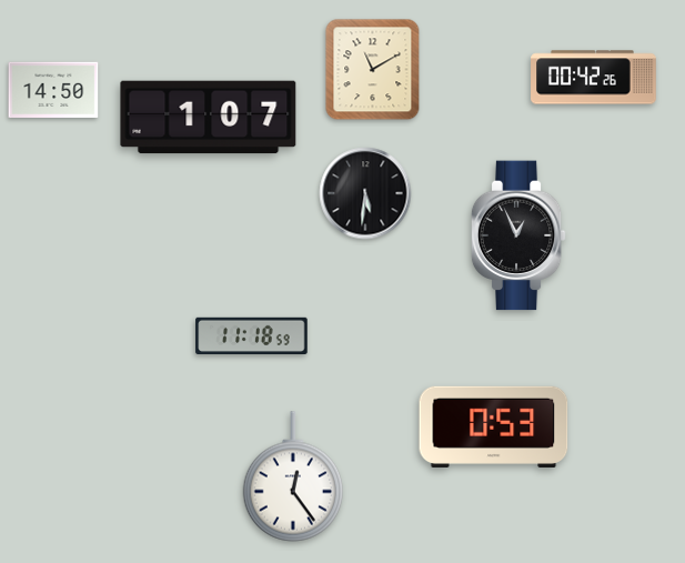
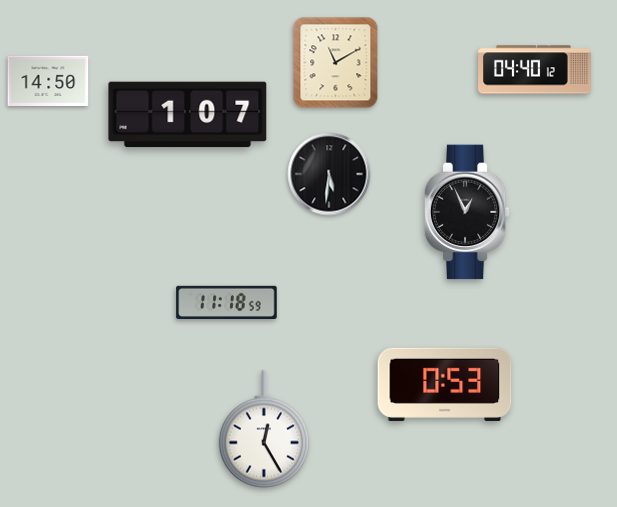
clock at (594, 78): 00:42 -> 04:40
clock at (209, 118) position: (209, 118) -> (188, 115)
clock at (293, 476): 12:24 -> 12:25
